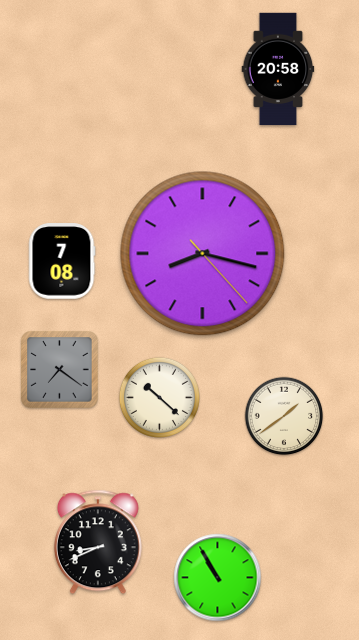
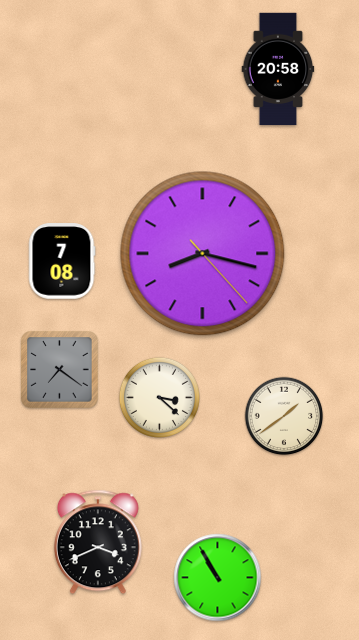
clock at (159, 397): 10:22 -> 3:22
clock at (98, 542): 8:41 -> 3:41
